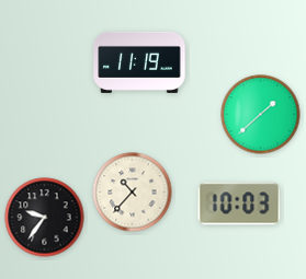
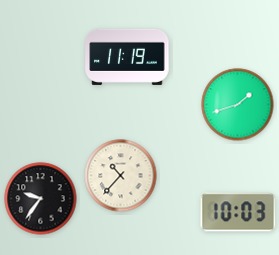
clock at (261, 115): 1:38 -> 1:42
clock at (239, 204) position: (239, 204) -> (238, 212)
